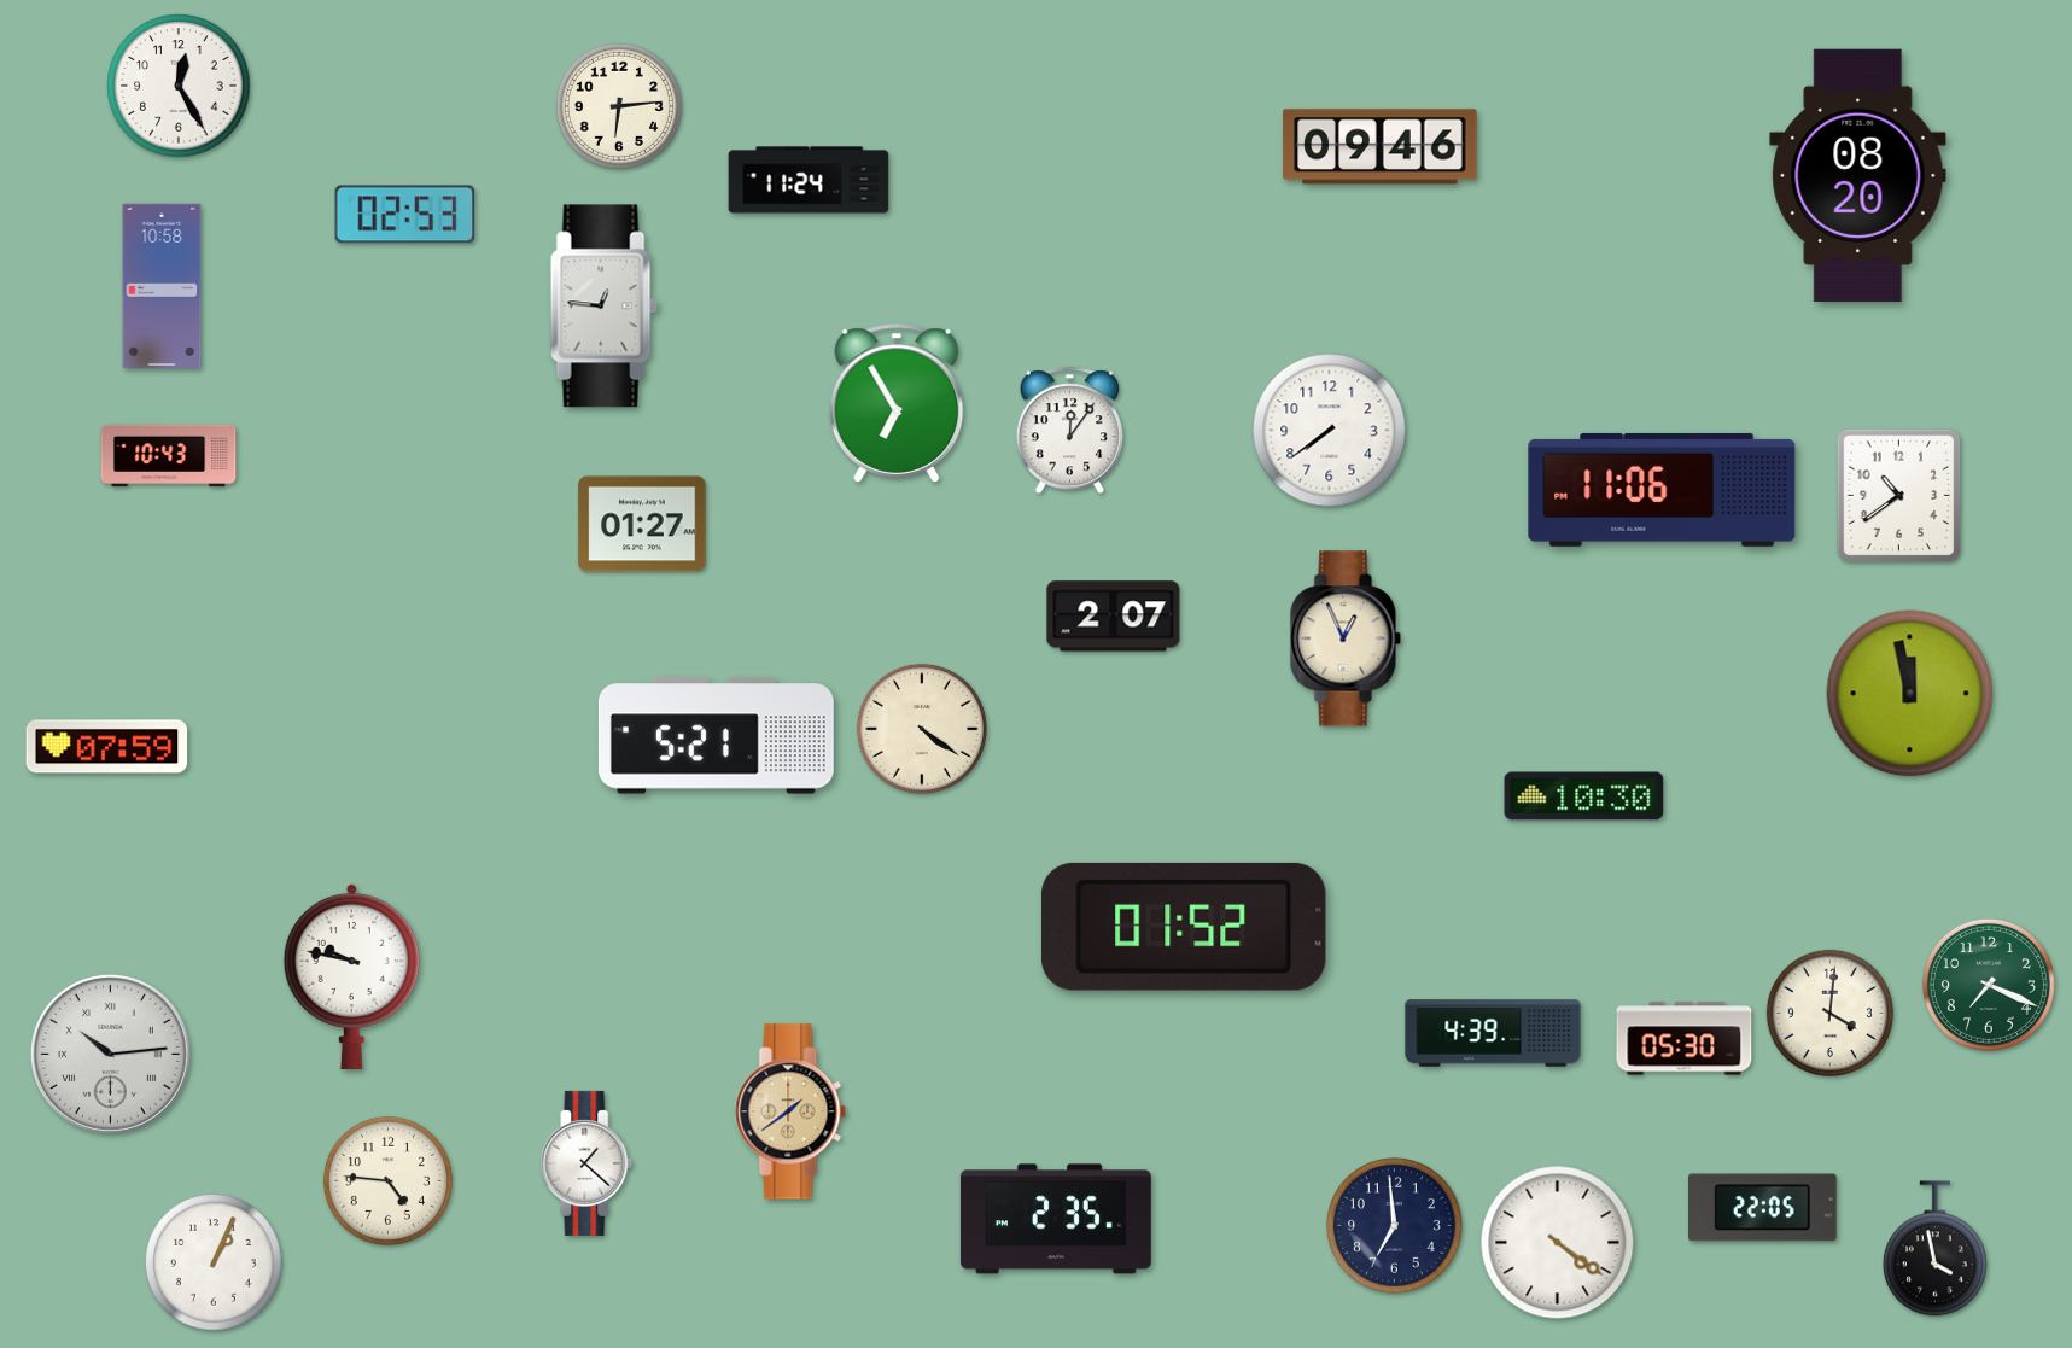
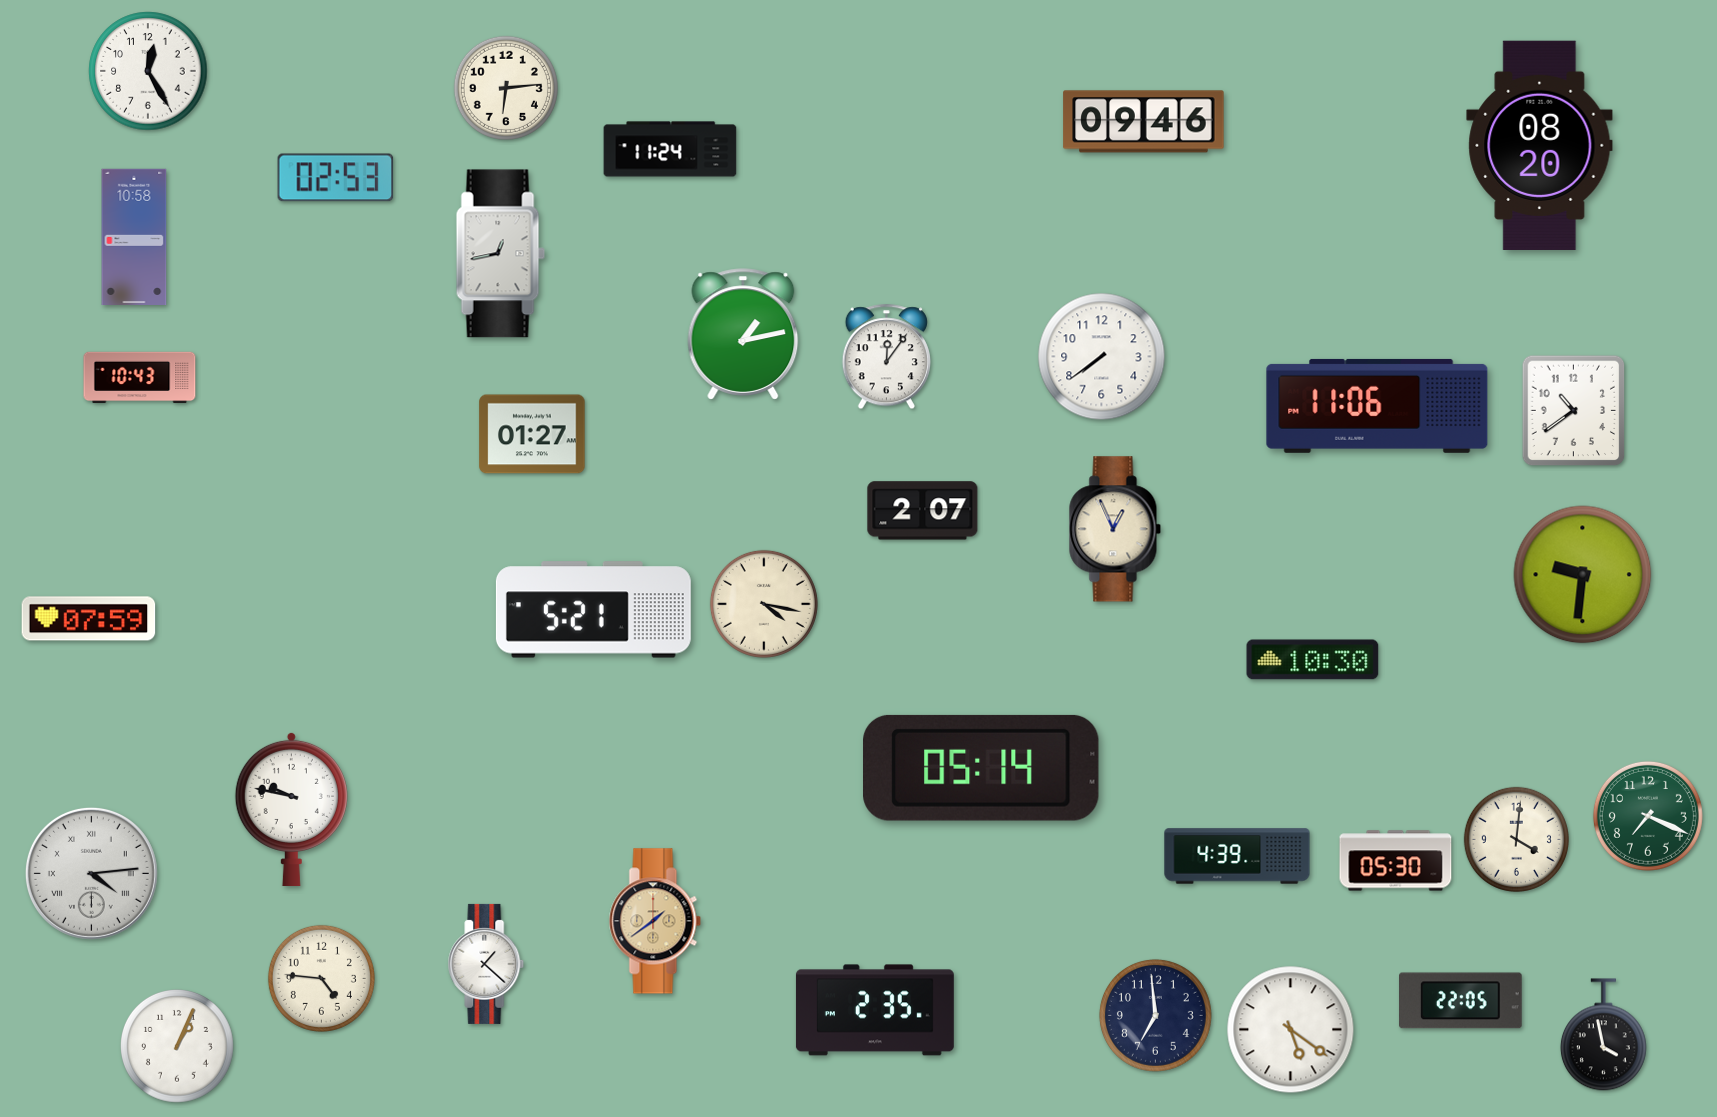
clock at (619, 106) position: (619, 106) -> (506, 88)
clock at (603, 307): 12:46 -> 12:43
clock at (897, 403): 6:55 -> 1:13
clock at (1910, 694): 11:58 -> 9:31
clock at (922, 729): 4:21 -> 4:17
clock at (1185, 927): 01:52 -> 05:14
clock at (110, 1054): 10:14 -> 4:14
clock at (1558, 1243): 4:21 -> 5:21
